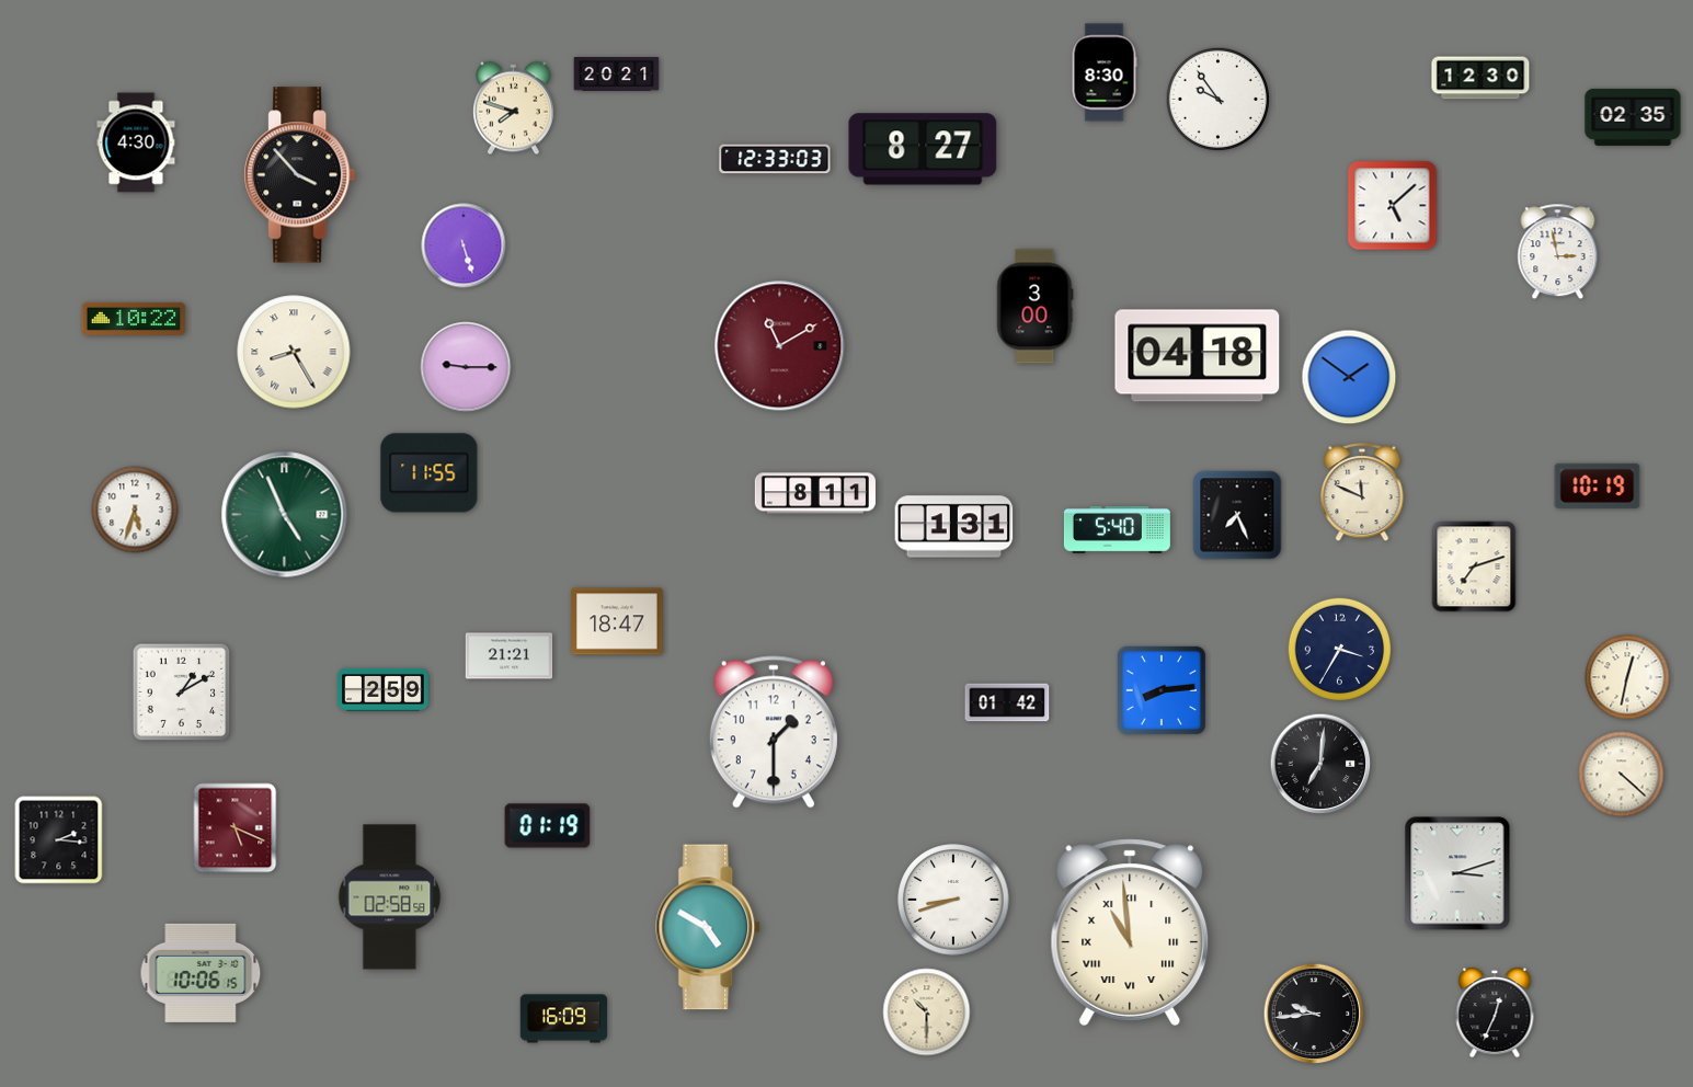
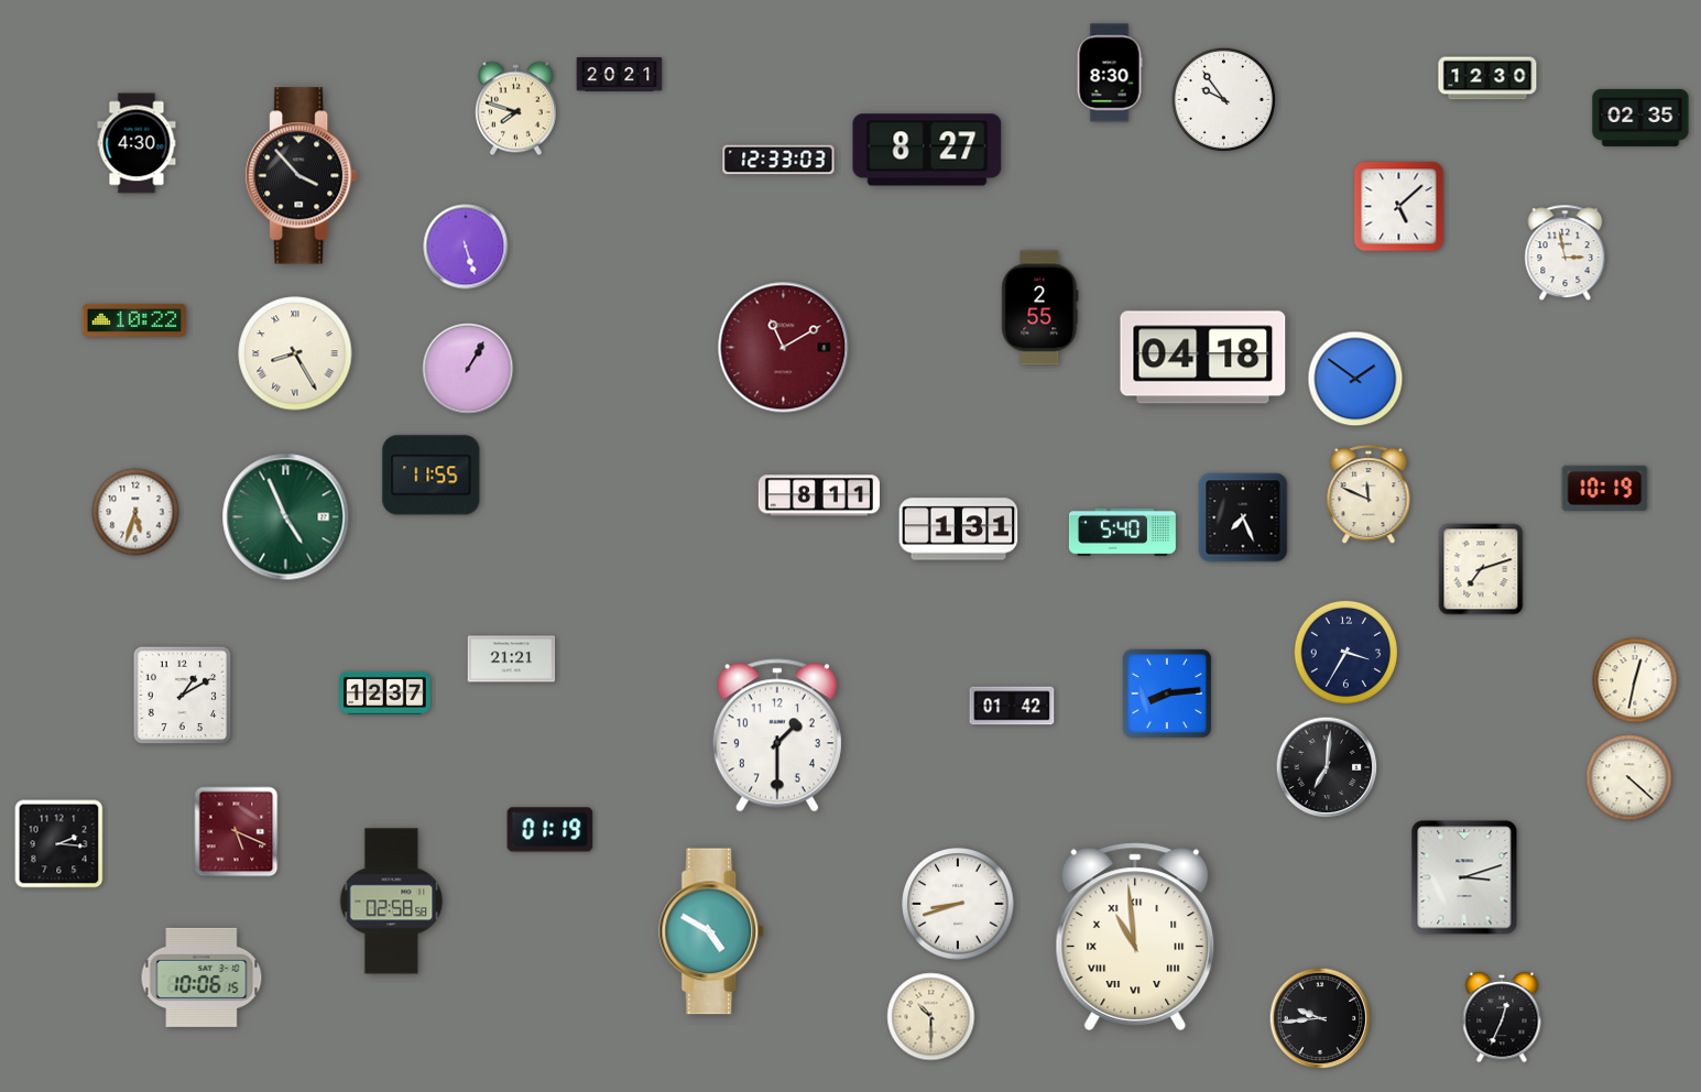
clock at (1036, 307): 3:00 -> 2:55
clock at (466, 367): 9:15 -> 1:05
clock at (617, 621): 18:47 -> none
clock at (384, 689): 2:59 -> 12:37
clock at (564, 1019): 16:09 -> none
